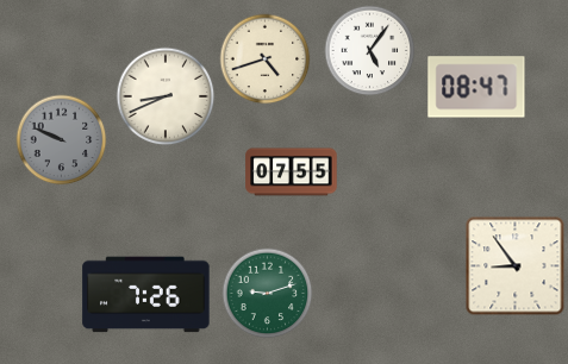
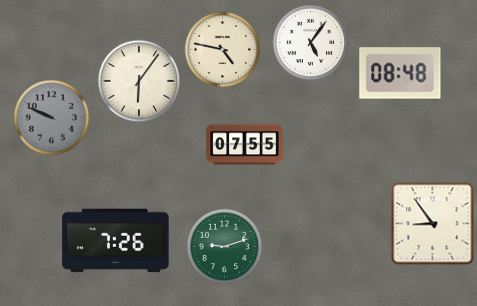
clock at (266, 59): 4:42 -> 4:47
clock at (476, 87): 08:47 -> 08:48
clock at (166, 96): 8:41 -> 6:06
clock at (146, 295) position: (146, 295) -> (116, 241)
